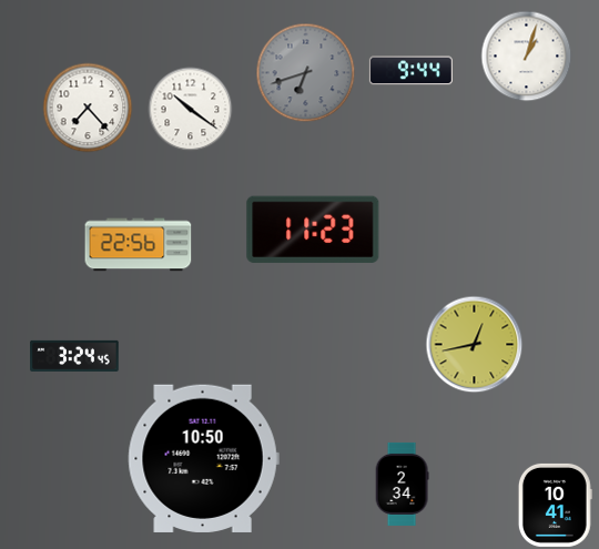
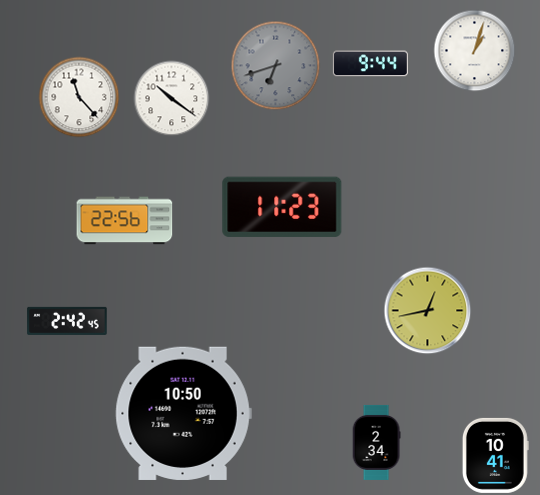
clock at (88, 108): 7:23 -> 11:23
clock at (74, 356): 3:24 -> 2:42
clock at (402, 484) position: (402, 484) -> (376, 442)
clock at (555, 505) position: (555, 505) -> (495, 455)
